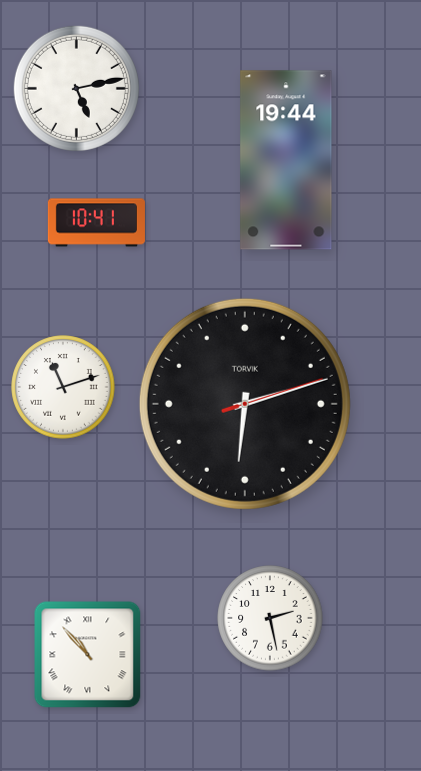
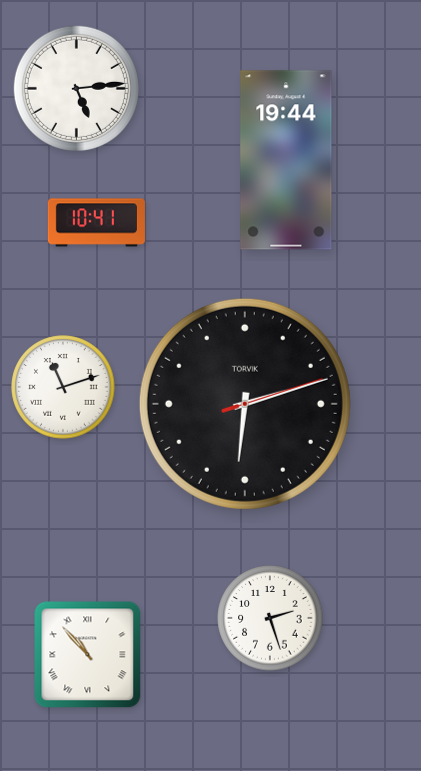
clock at (76, 88): 5:13 -> 5:14
clock at (270, 618): 2:28 -> 2:27
